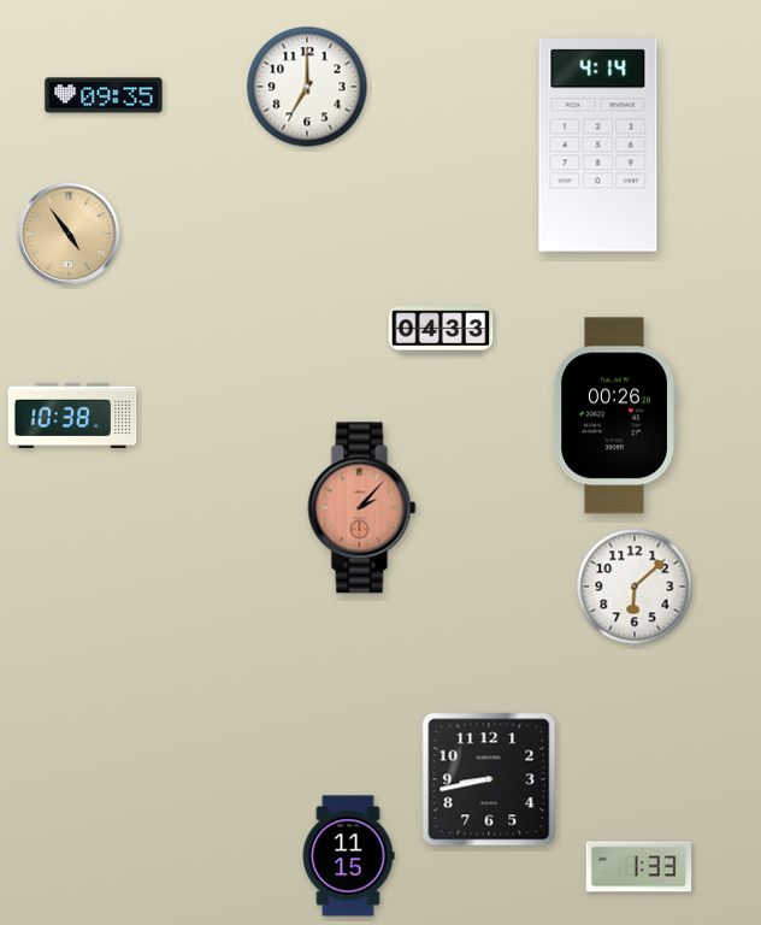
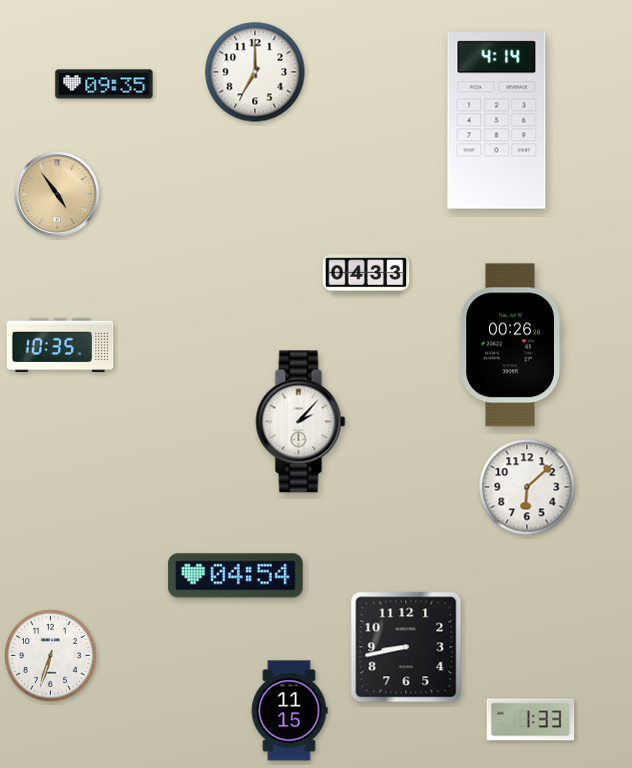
clock at (104, 95) position: (104, 95) -> (104, 84)
clock at (72, 416): 10:38 -> 10:35
clock at (362, 508) dial: salmon -> white
clock at (236, 576): none -> 04:54
clock at (51, 656): none -> 6:33
